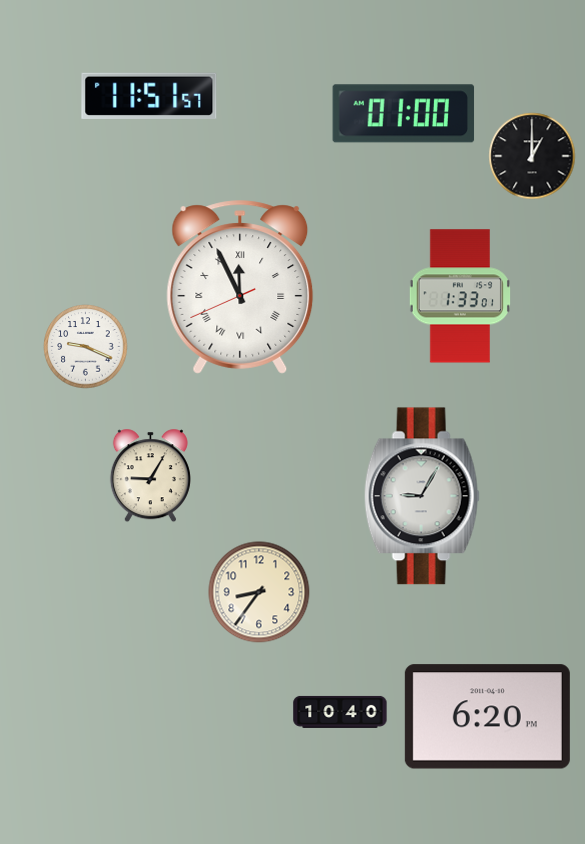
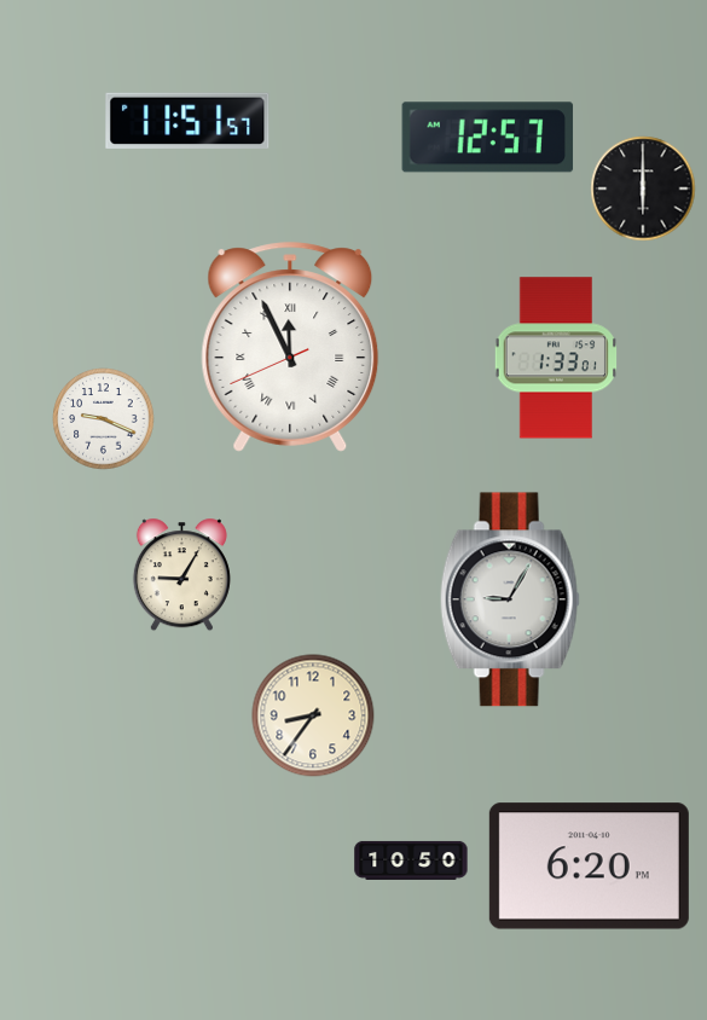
clock at (149, 95) position: (149, 95) -> (187, 120)
clock at (404, 114): 01:00 -> 12:57
clock at (532, 156): 1:00 -> 6:00
clock at (340, 712): 10:40 -> 10:50
